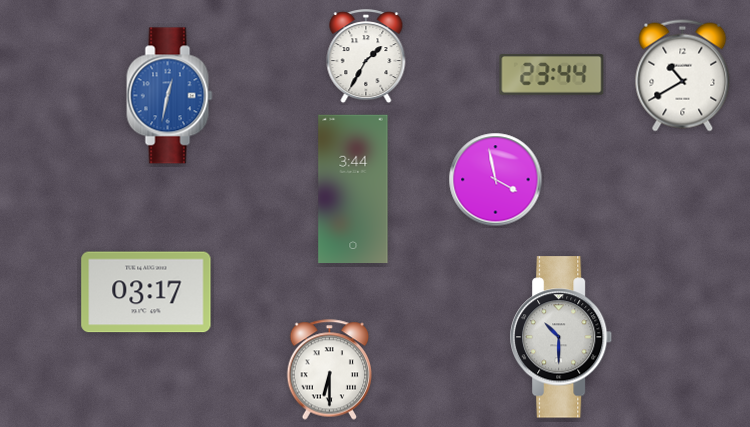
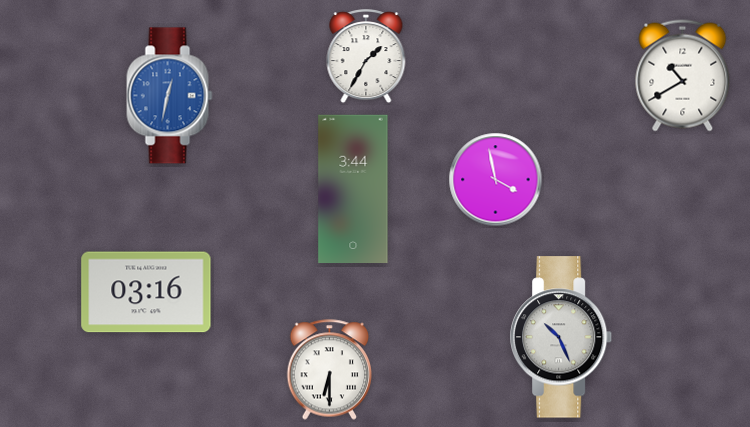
clock at (552, 75): 23:44 -> none
clock at (146, 292): 03:17 -> 03:16
clock at (561, 337): 10:30 -> 10:26
